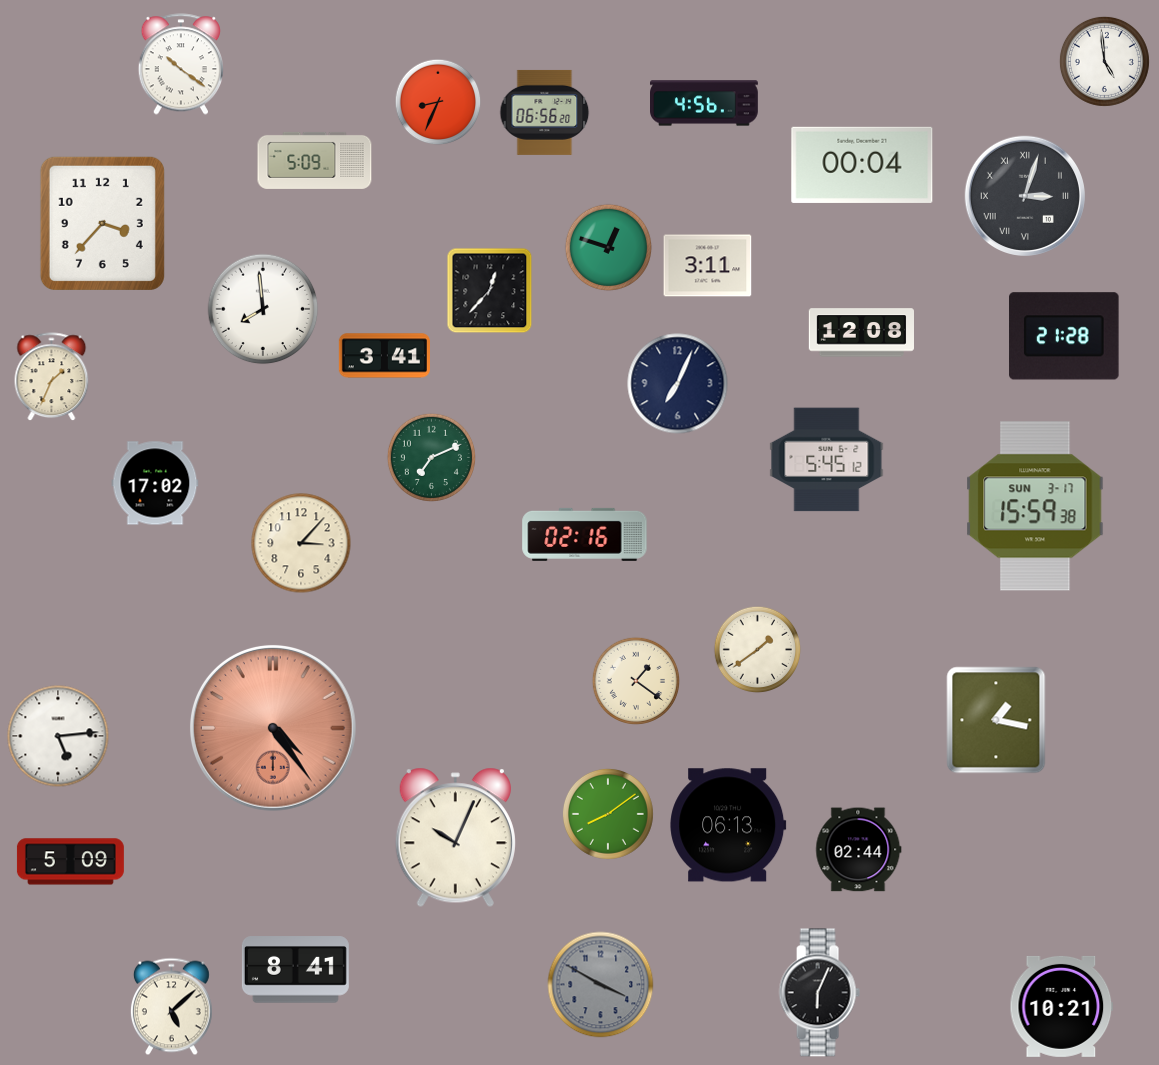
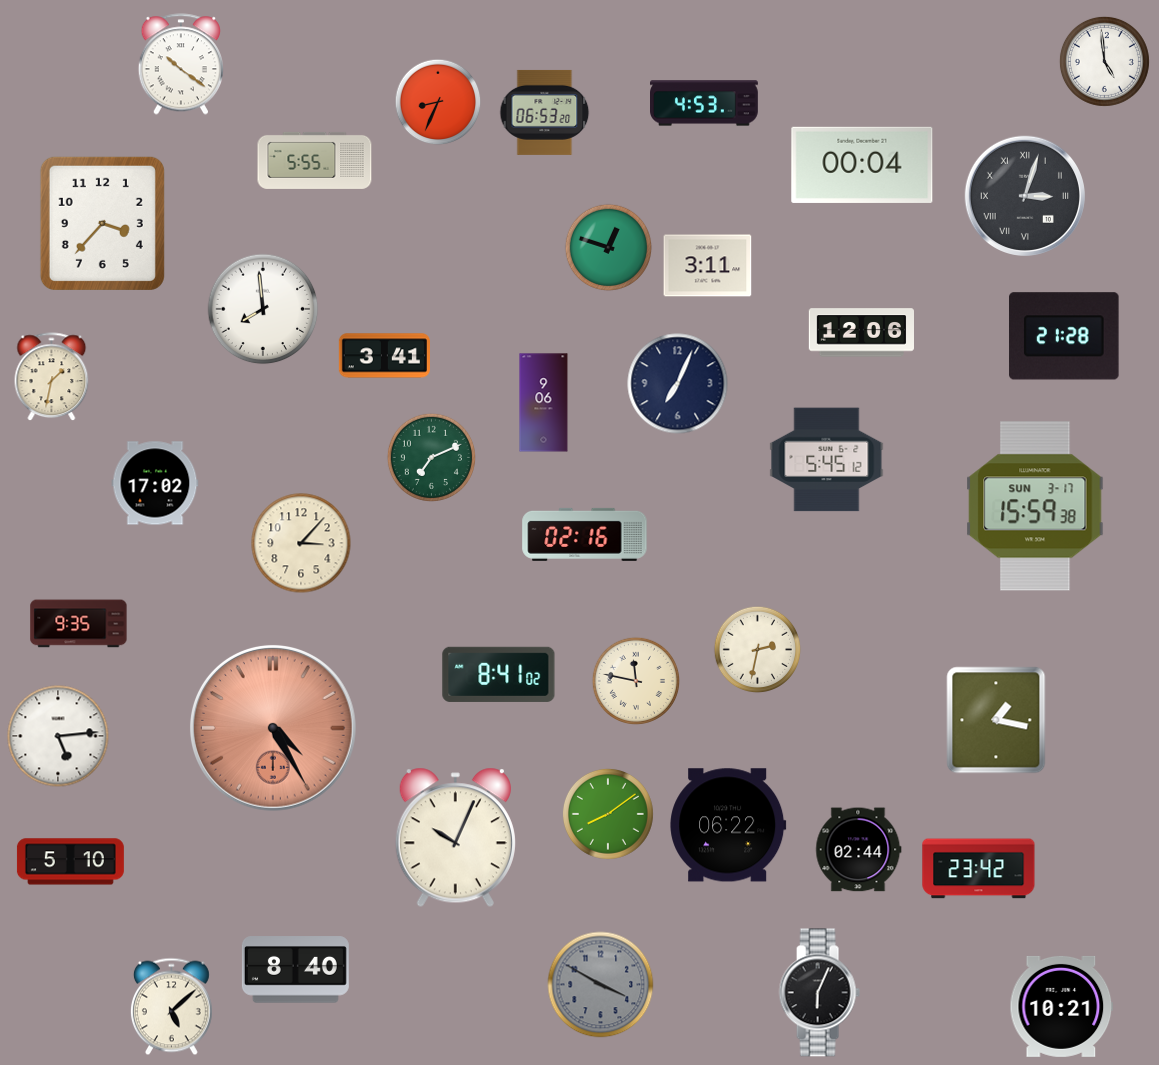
clock at (705, 103): 4:56 -> 4:53
clock at (545, 112): 06:56 -> 06:53
clock at (315, 160): 5:09 -> 5:55
clock at (490, 291): 12:37 -> none
clock at (861, 333): 12:08 -> 12:06
clock at (52, 377): 1:34 -> 1:32
clock at (544, 403): none -> 9:06
clock at (79, 624): none -> 9:35
clock at (758, 650): 1:39 -> 2:32
clock at (499, 674): none -> 8:41
clock at (635, 680): 1:21 -> 11:47
clock at (273, 728): 4:24 -> 4:25
clock at (728, 825): 06:13 -> 06:22
clock at (70, 862): 5:09 -> 5:10
clock at (979, 869): none -> 23:42
clock at (295, 970): 8:41 -> 8:40
